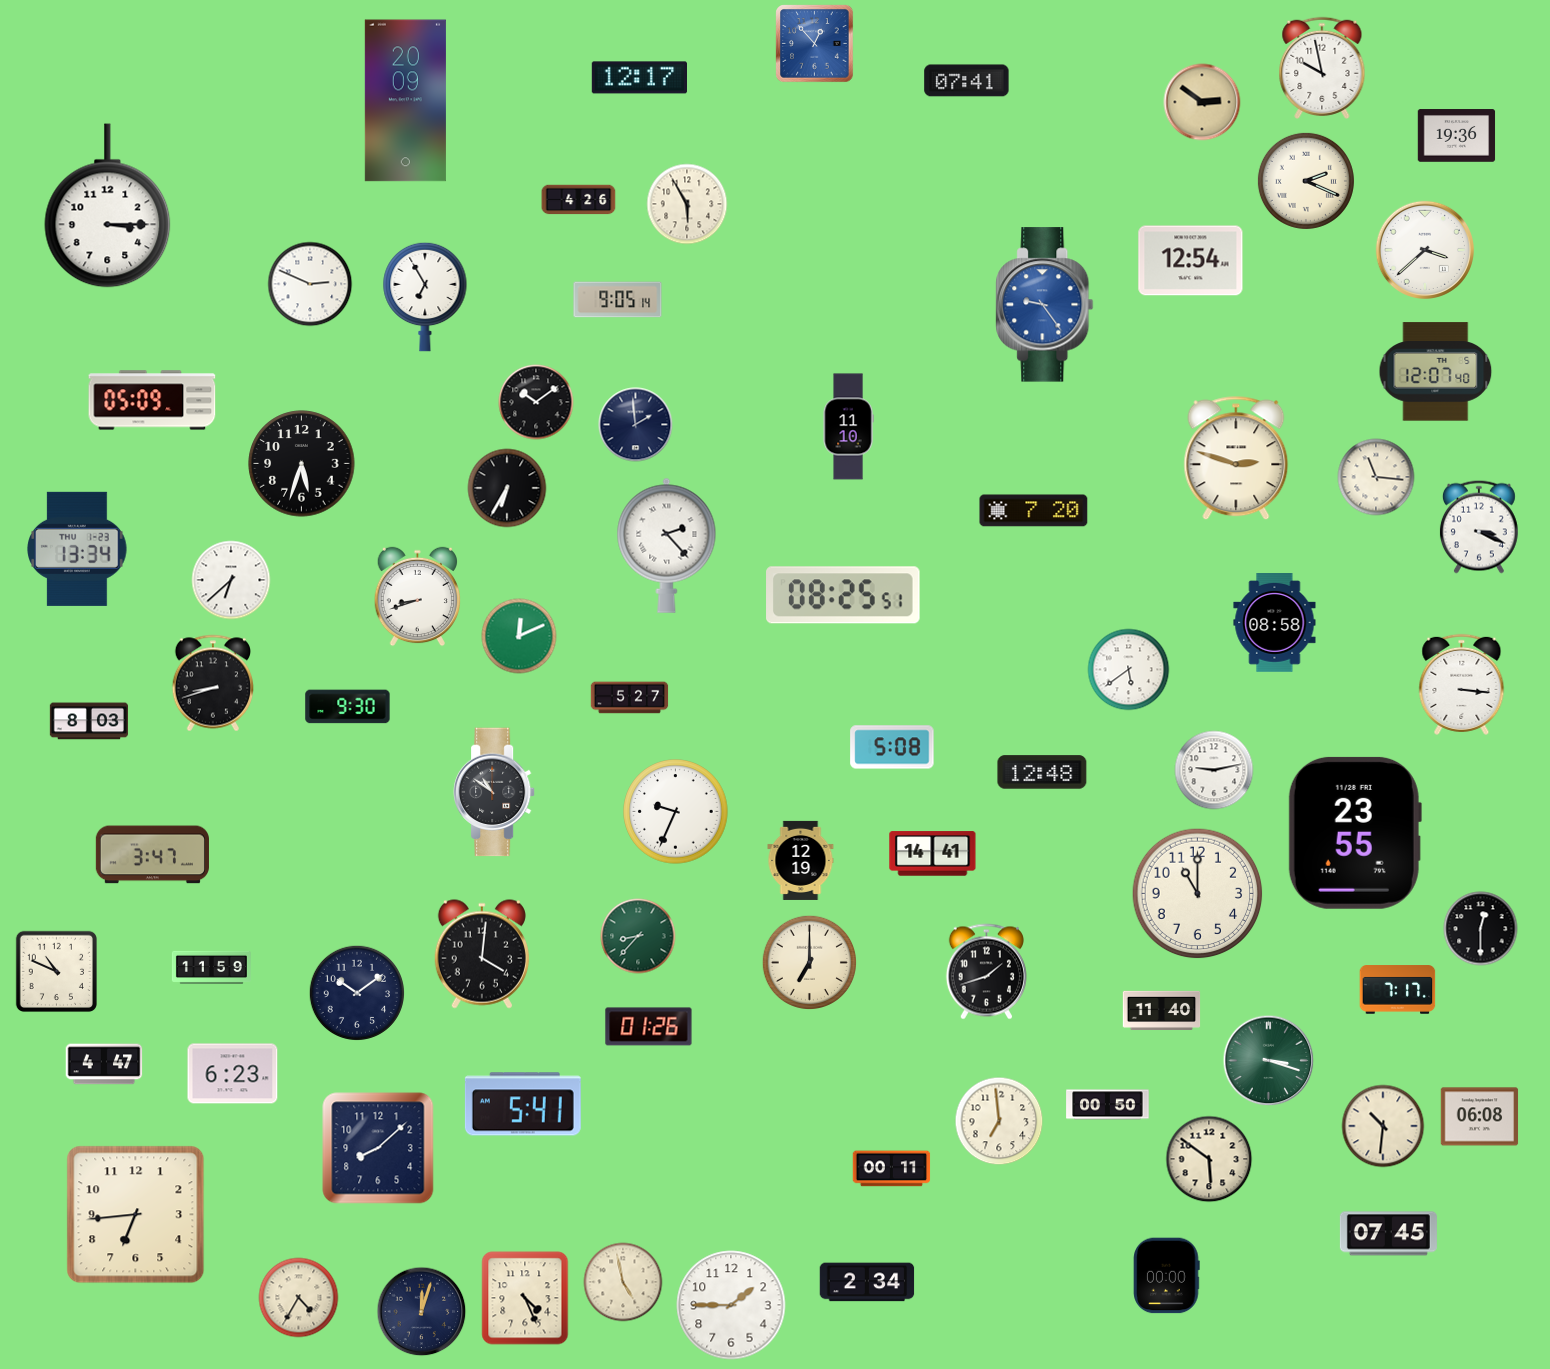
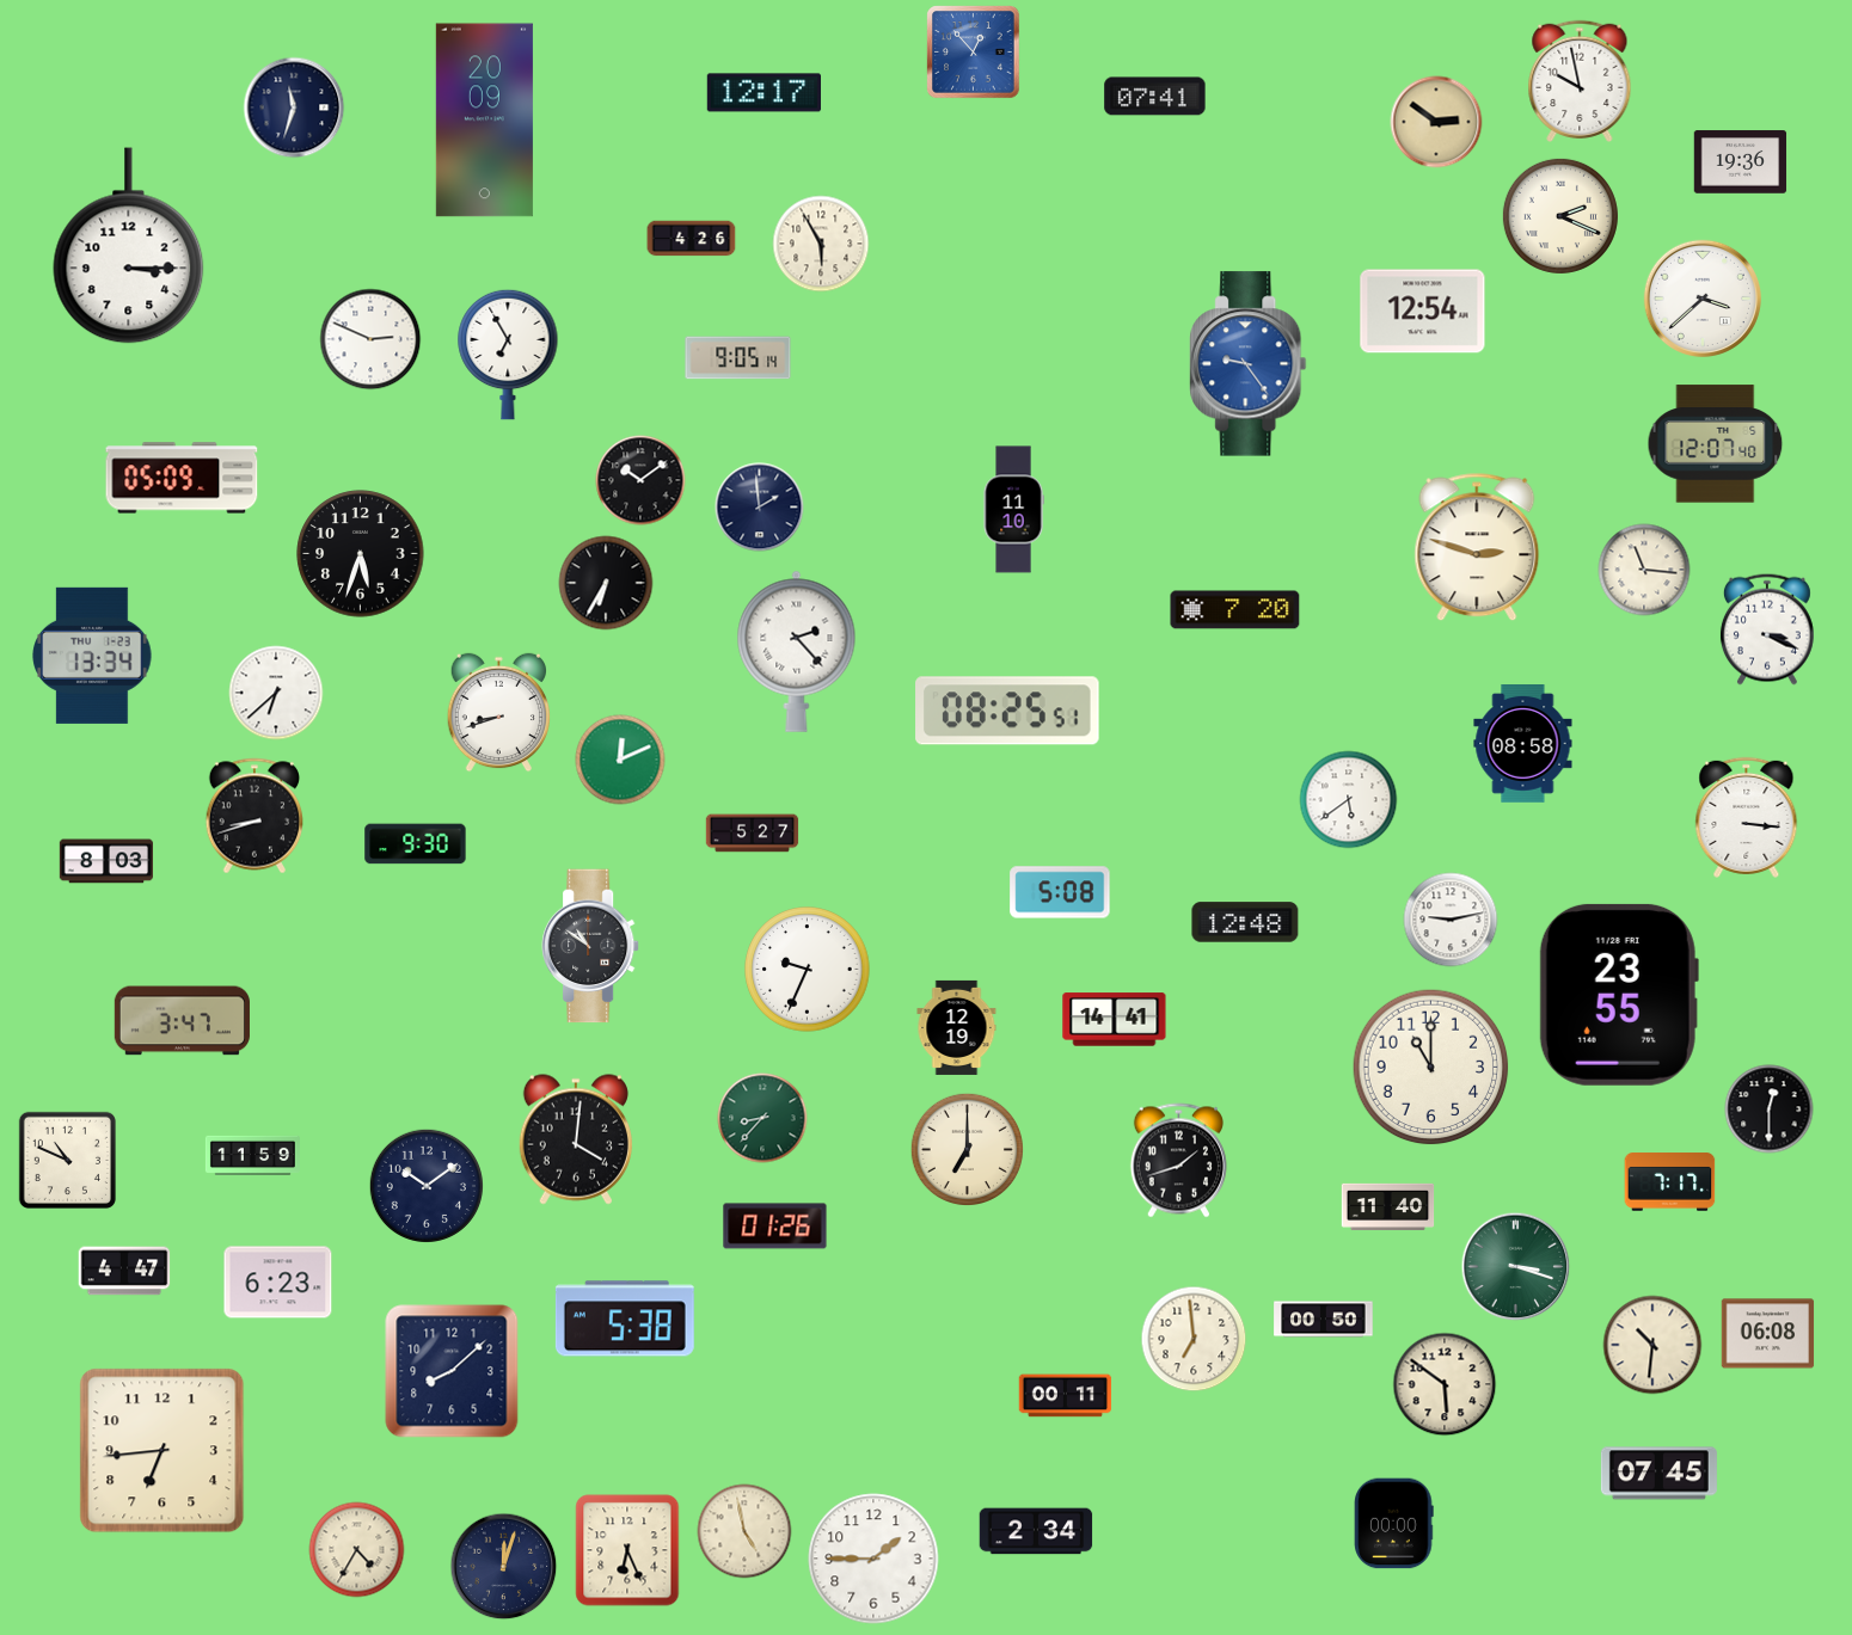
clock at (294, 107): none -> 11:33
clock at (892, 747) position: (892, 747) -> (1060, 892)
clock at (523, 1104): 5:41 -> 5:38
clock at (525, 1298): 4:26 -> 6:26
